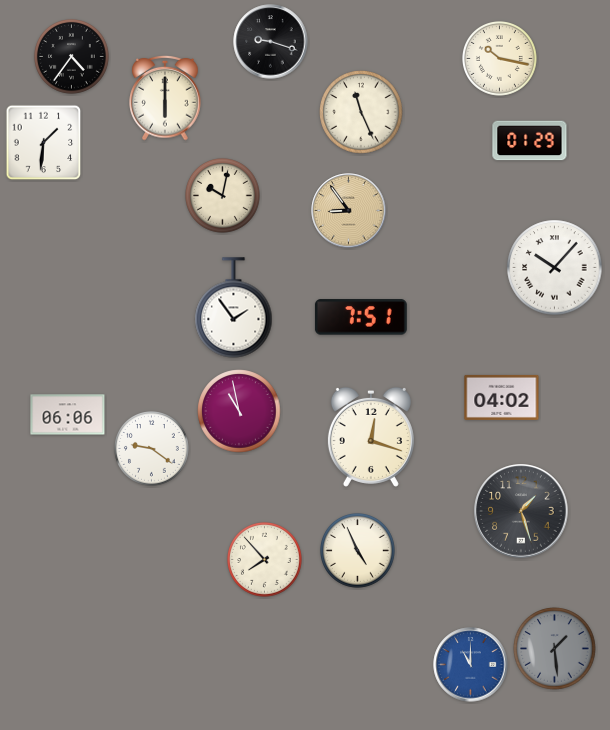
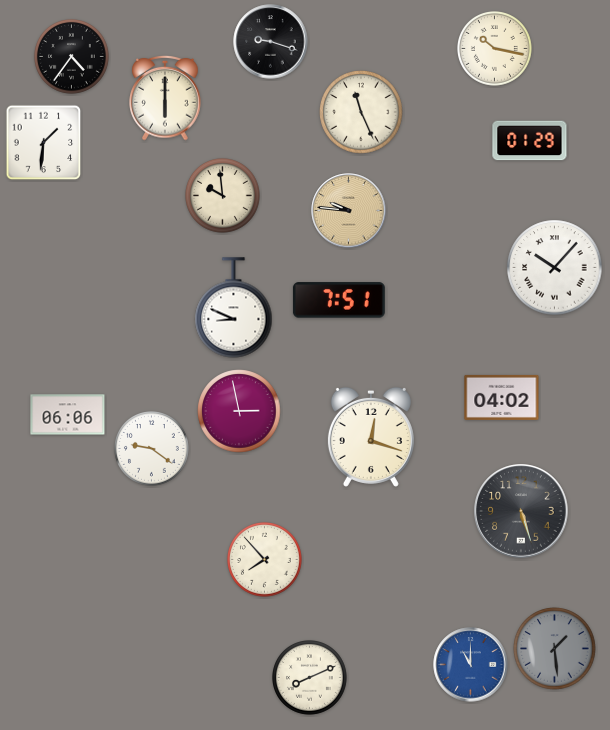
clock at (500, 59) position: (500, 59) -> (495, 49)
clock at (223, 196): 10:02 -> 9:59
clock at (349, 211): 8:54 -> 9:46
clock at (234, 308): 1:54 -> 8:49
clock at (361, 317) position: (361, 317) -> (339, 300)
clock at (239, 411): 10:58 -> 2:58
clock at (521, 511): 1:27 -> 5:27
clock at (358, 551): 4:56 -> none
clock at (310, 678): none -> 8:11
